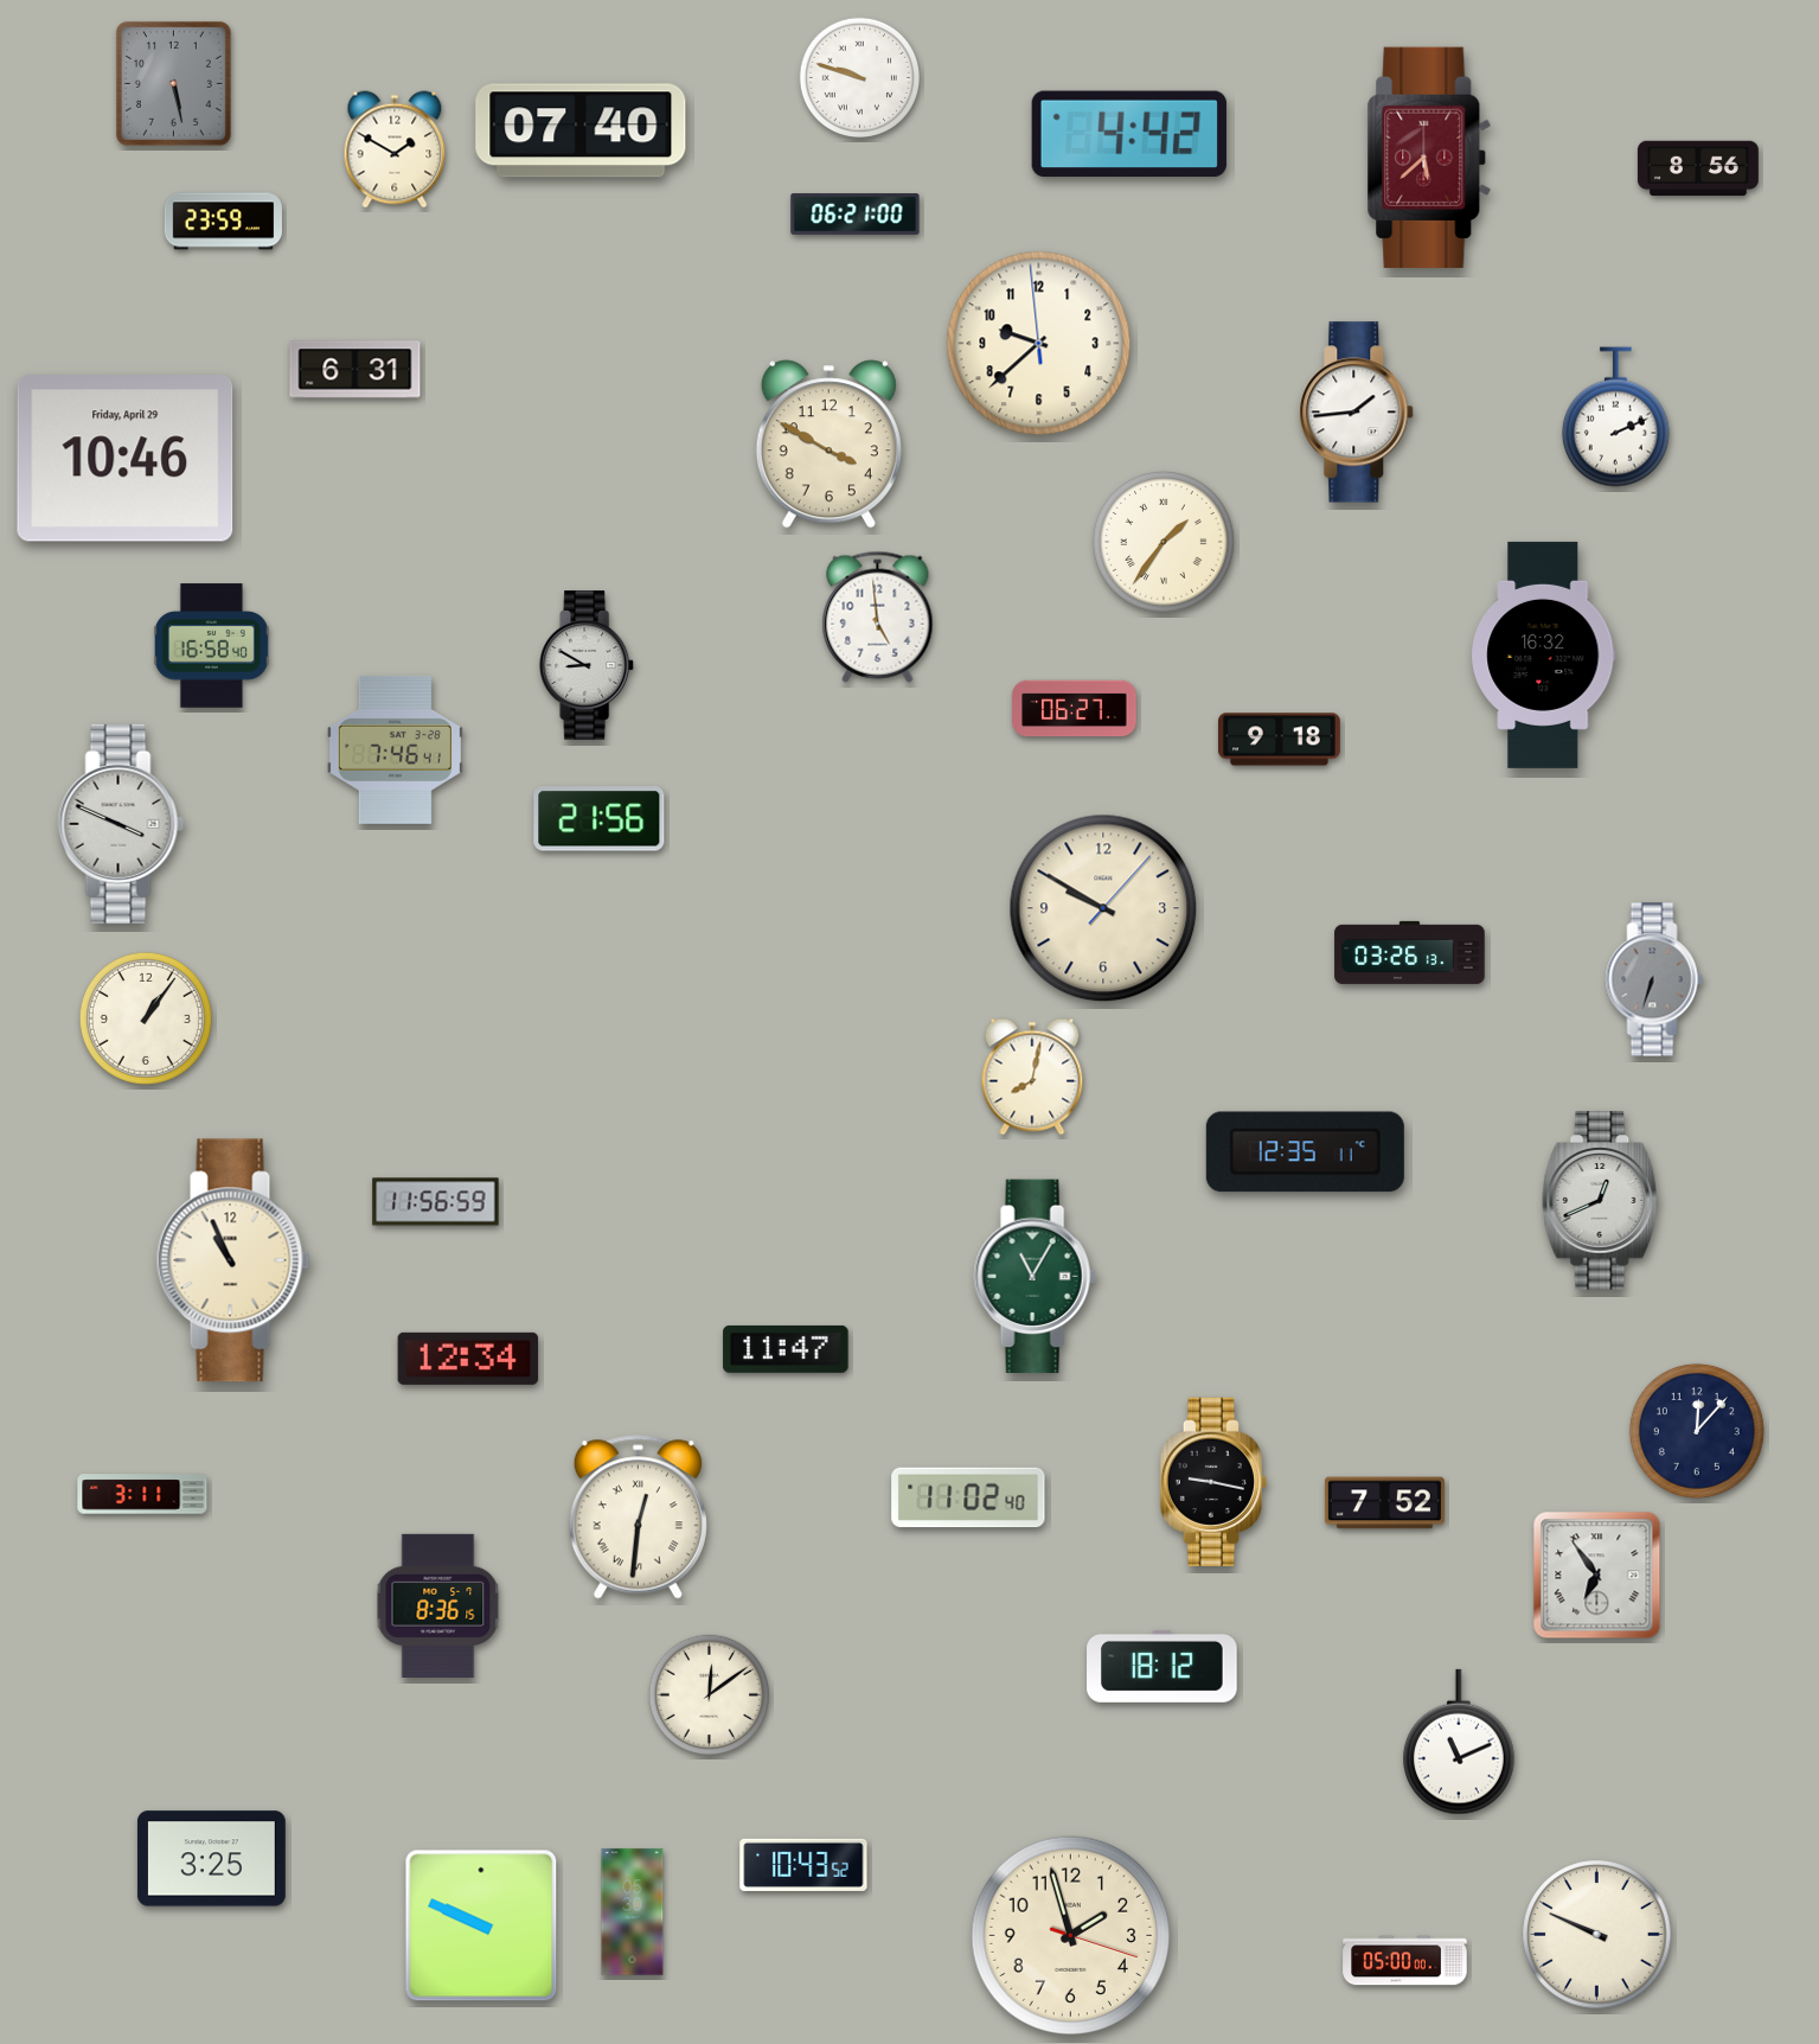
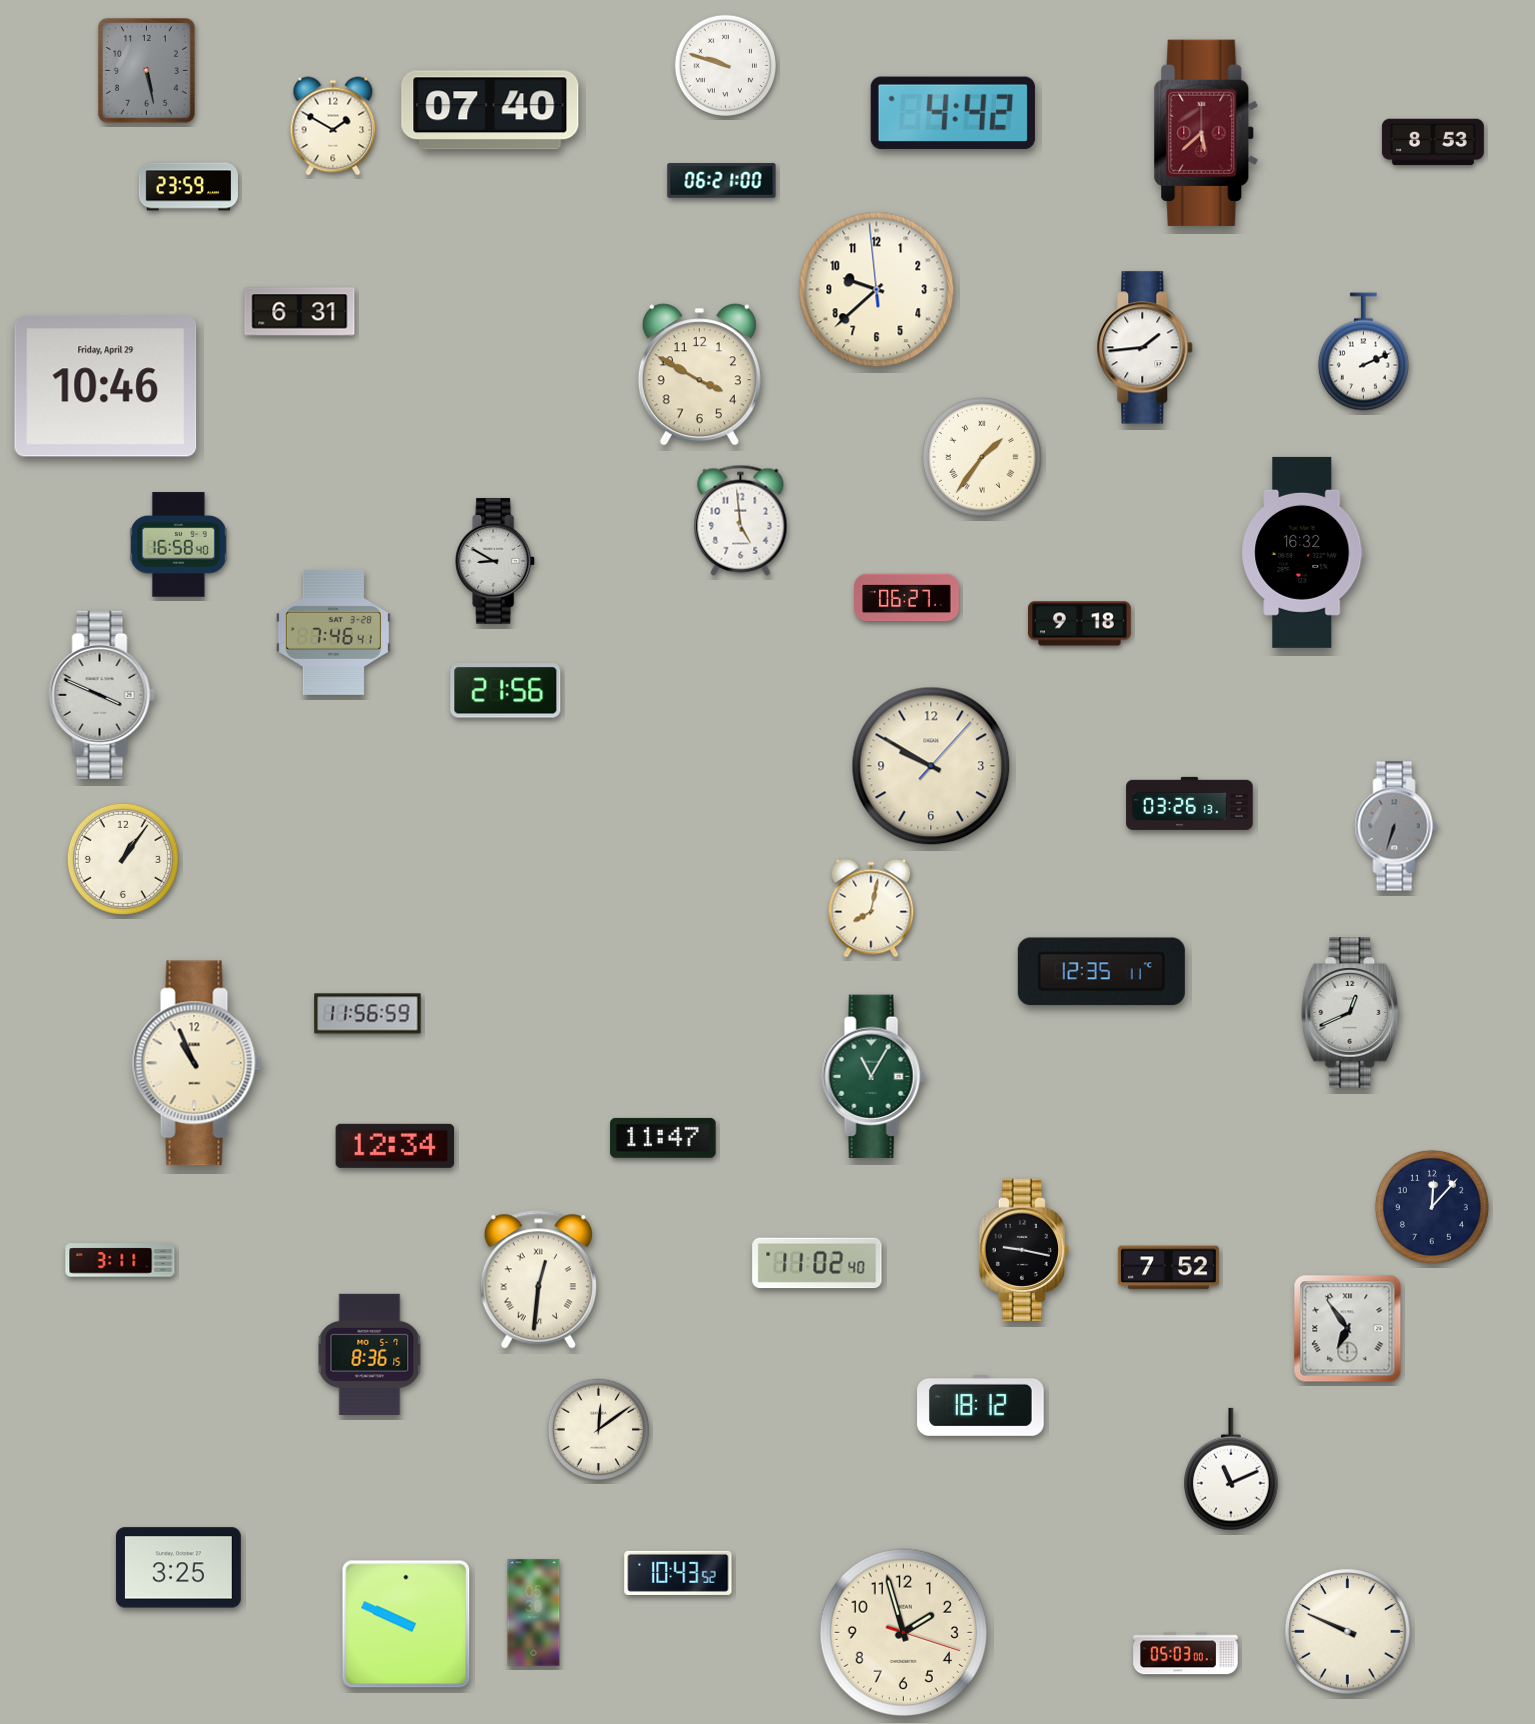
clock at (1698, 168): 8:56 -> 8:53
clock at (1405, 1961): 05:00 -> 05:03
